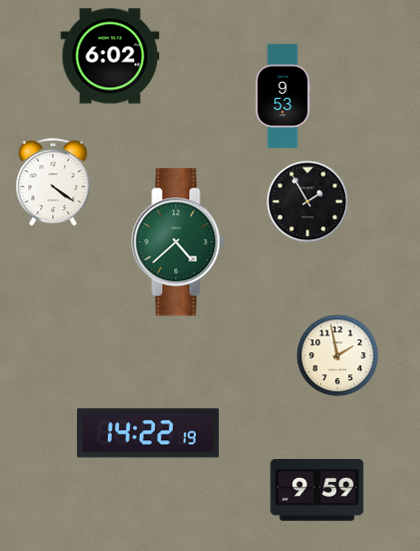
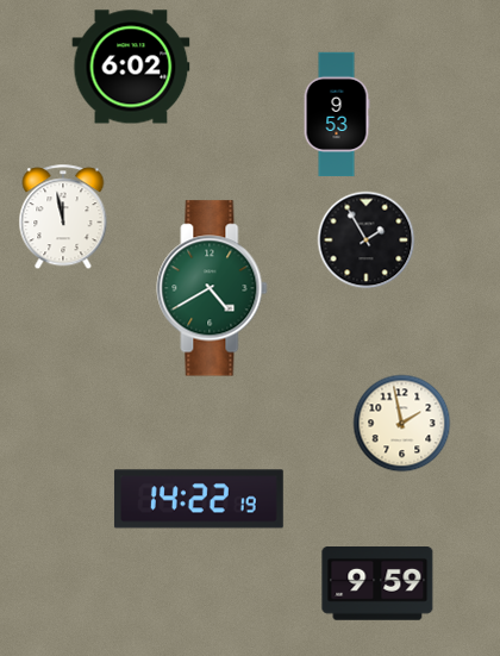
clock at (53, 183): 4:21 -> 11:58
clock at (178, 242): 4:38 -> 4:40
clock at (148, 433) position: (148, 433) -> (199, 499)
